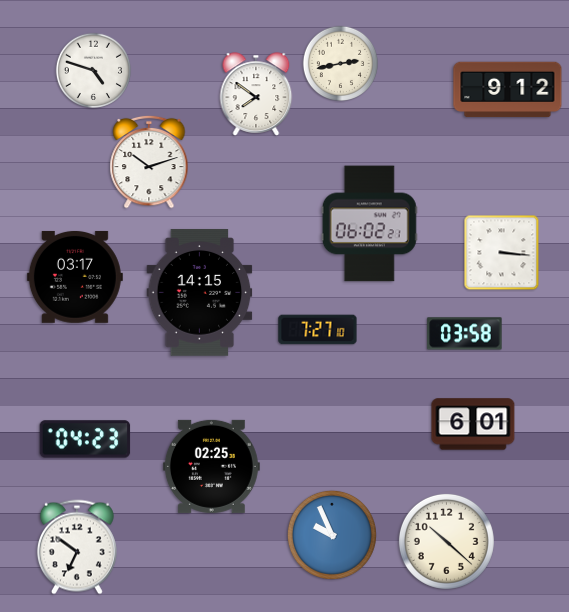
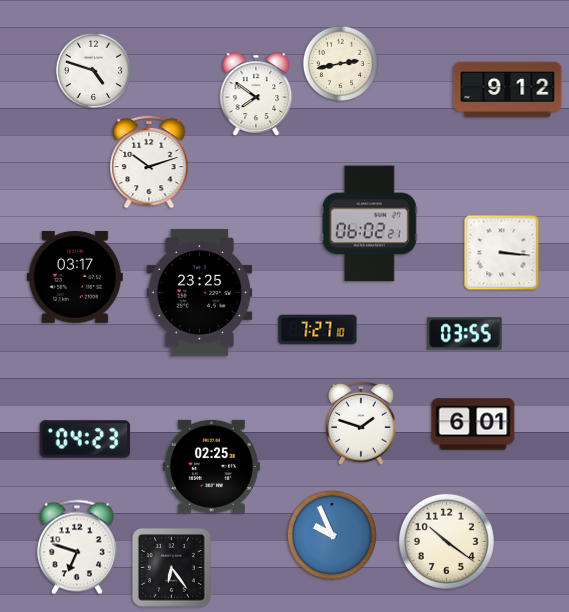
clock at (200, 293): 14:15 -> 23:25
clock at (465, 334): 03:58 -> 03:55
clock at (361, 423): none -> 1:48
clock at (446, 541): 10:22 -> 10:21
clock at (77, 547): 6:51 -> 6:48
clock at (172, 568): none -> 6:24
